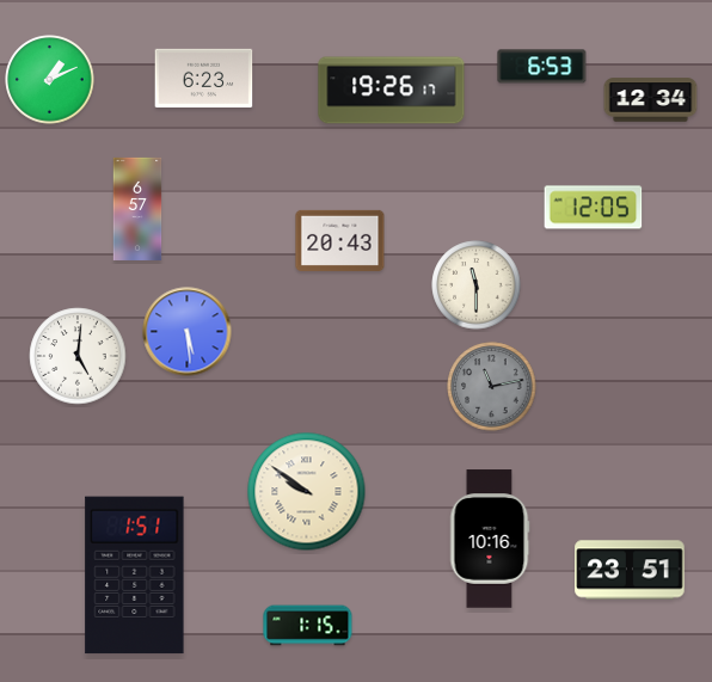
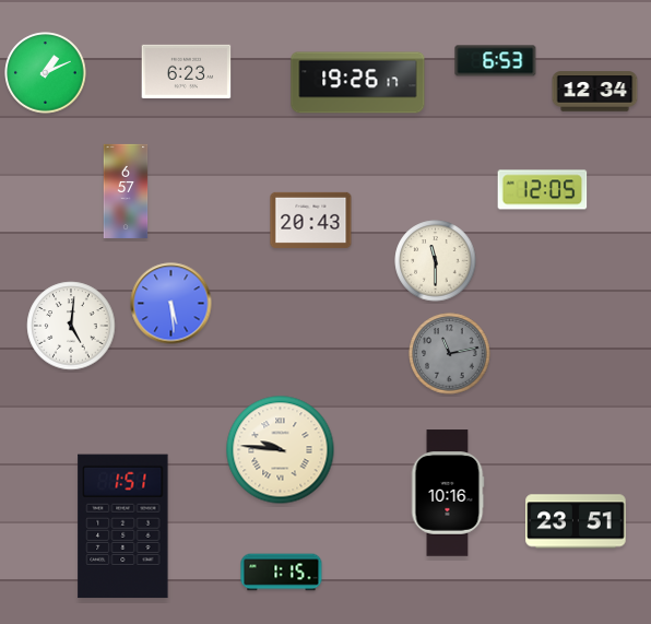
clock at (307, 492): 9:51 -> 9:46
